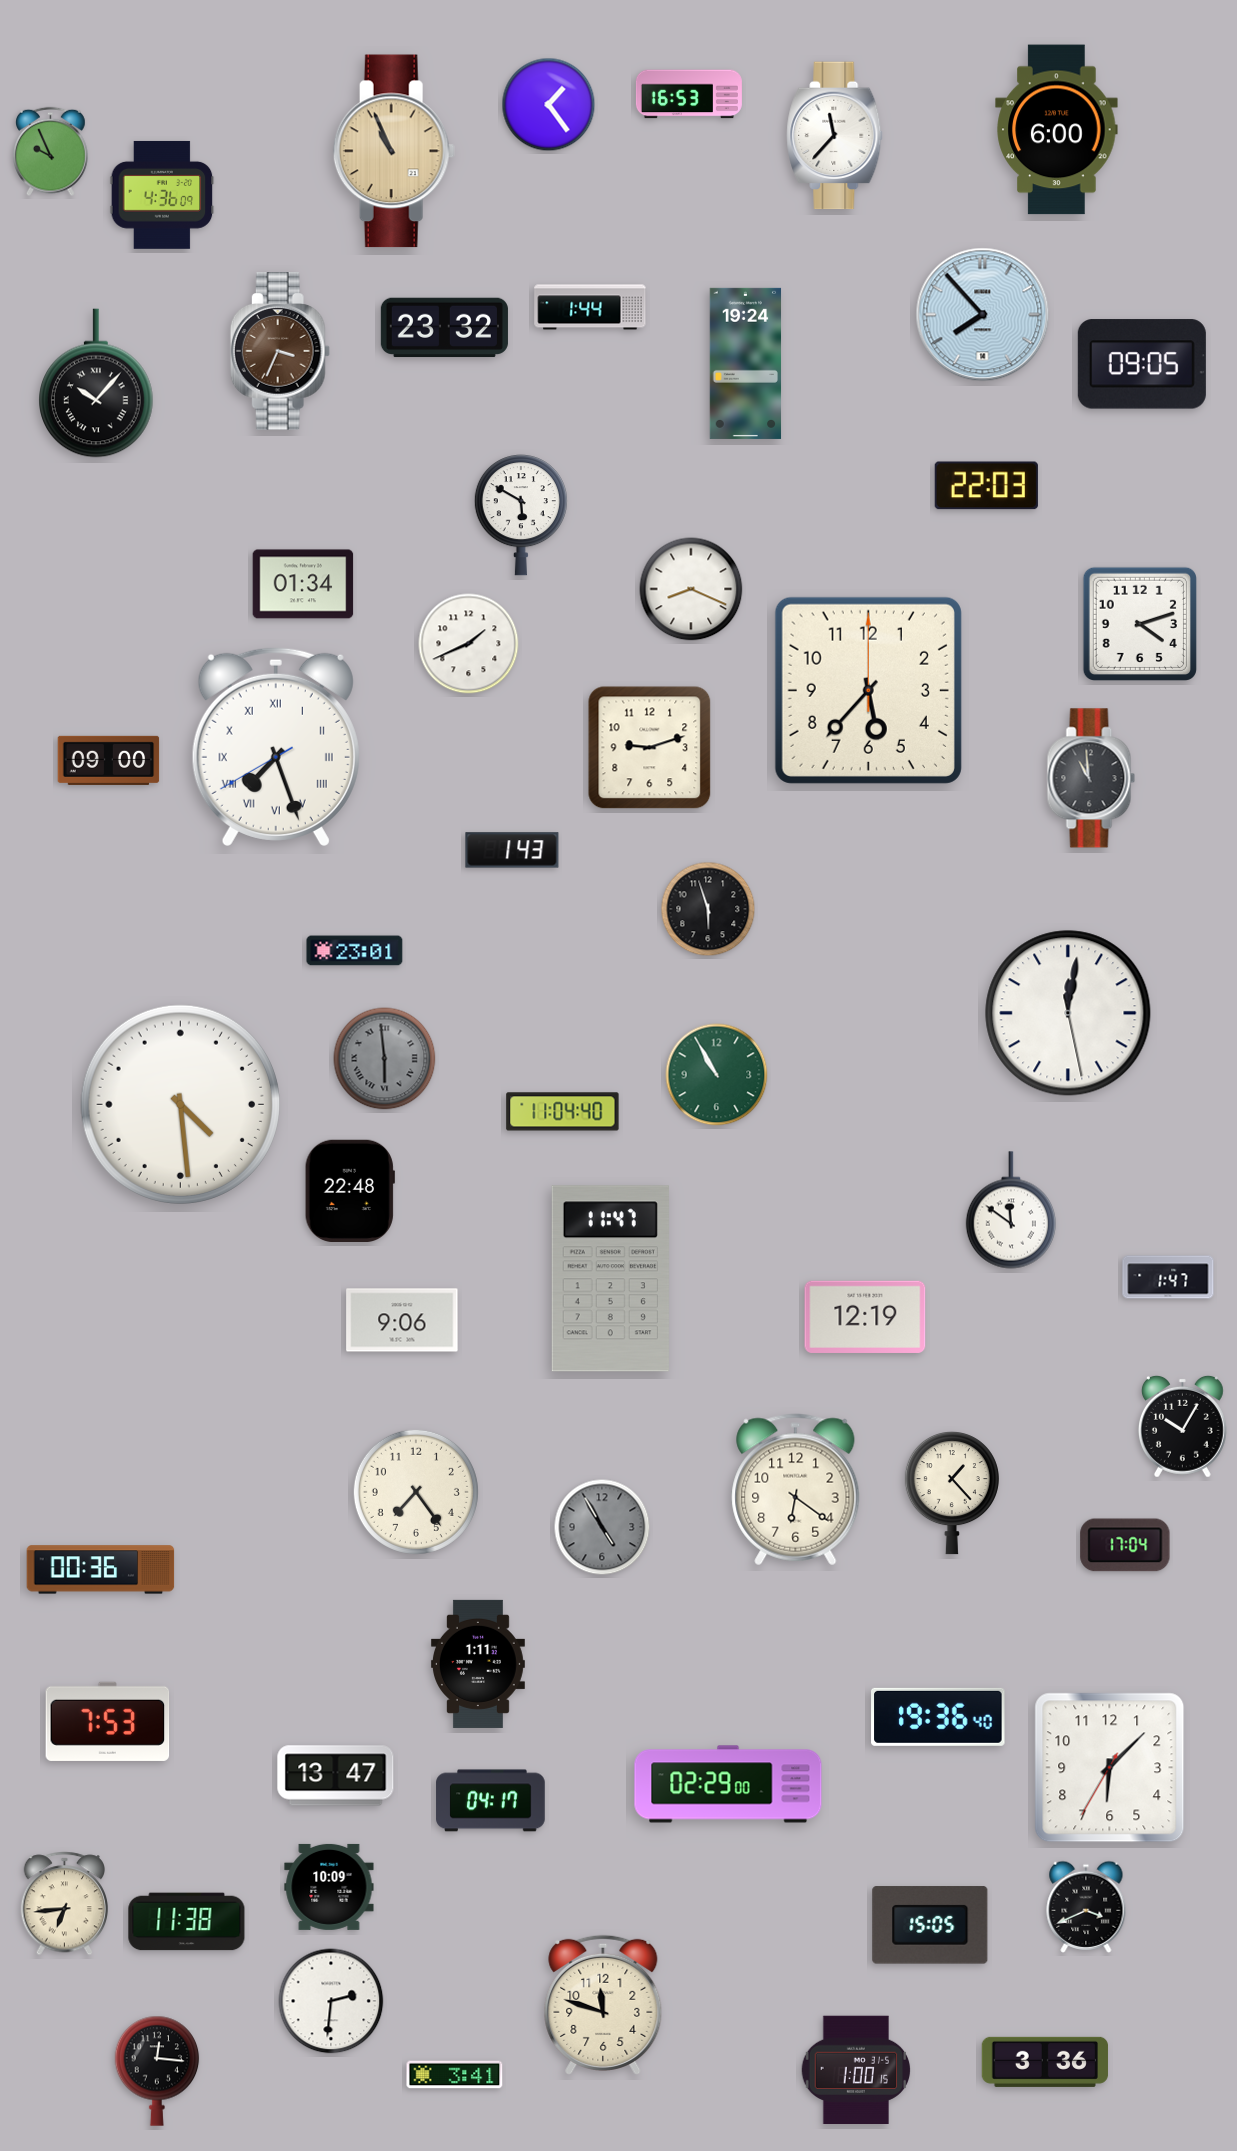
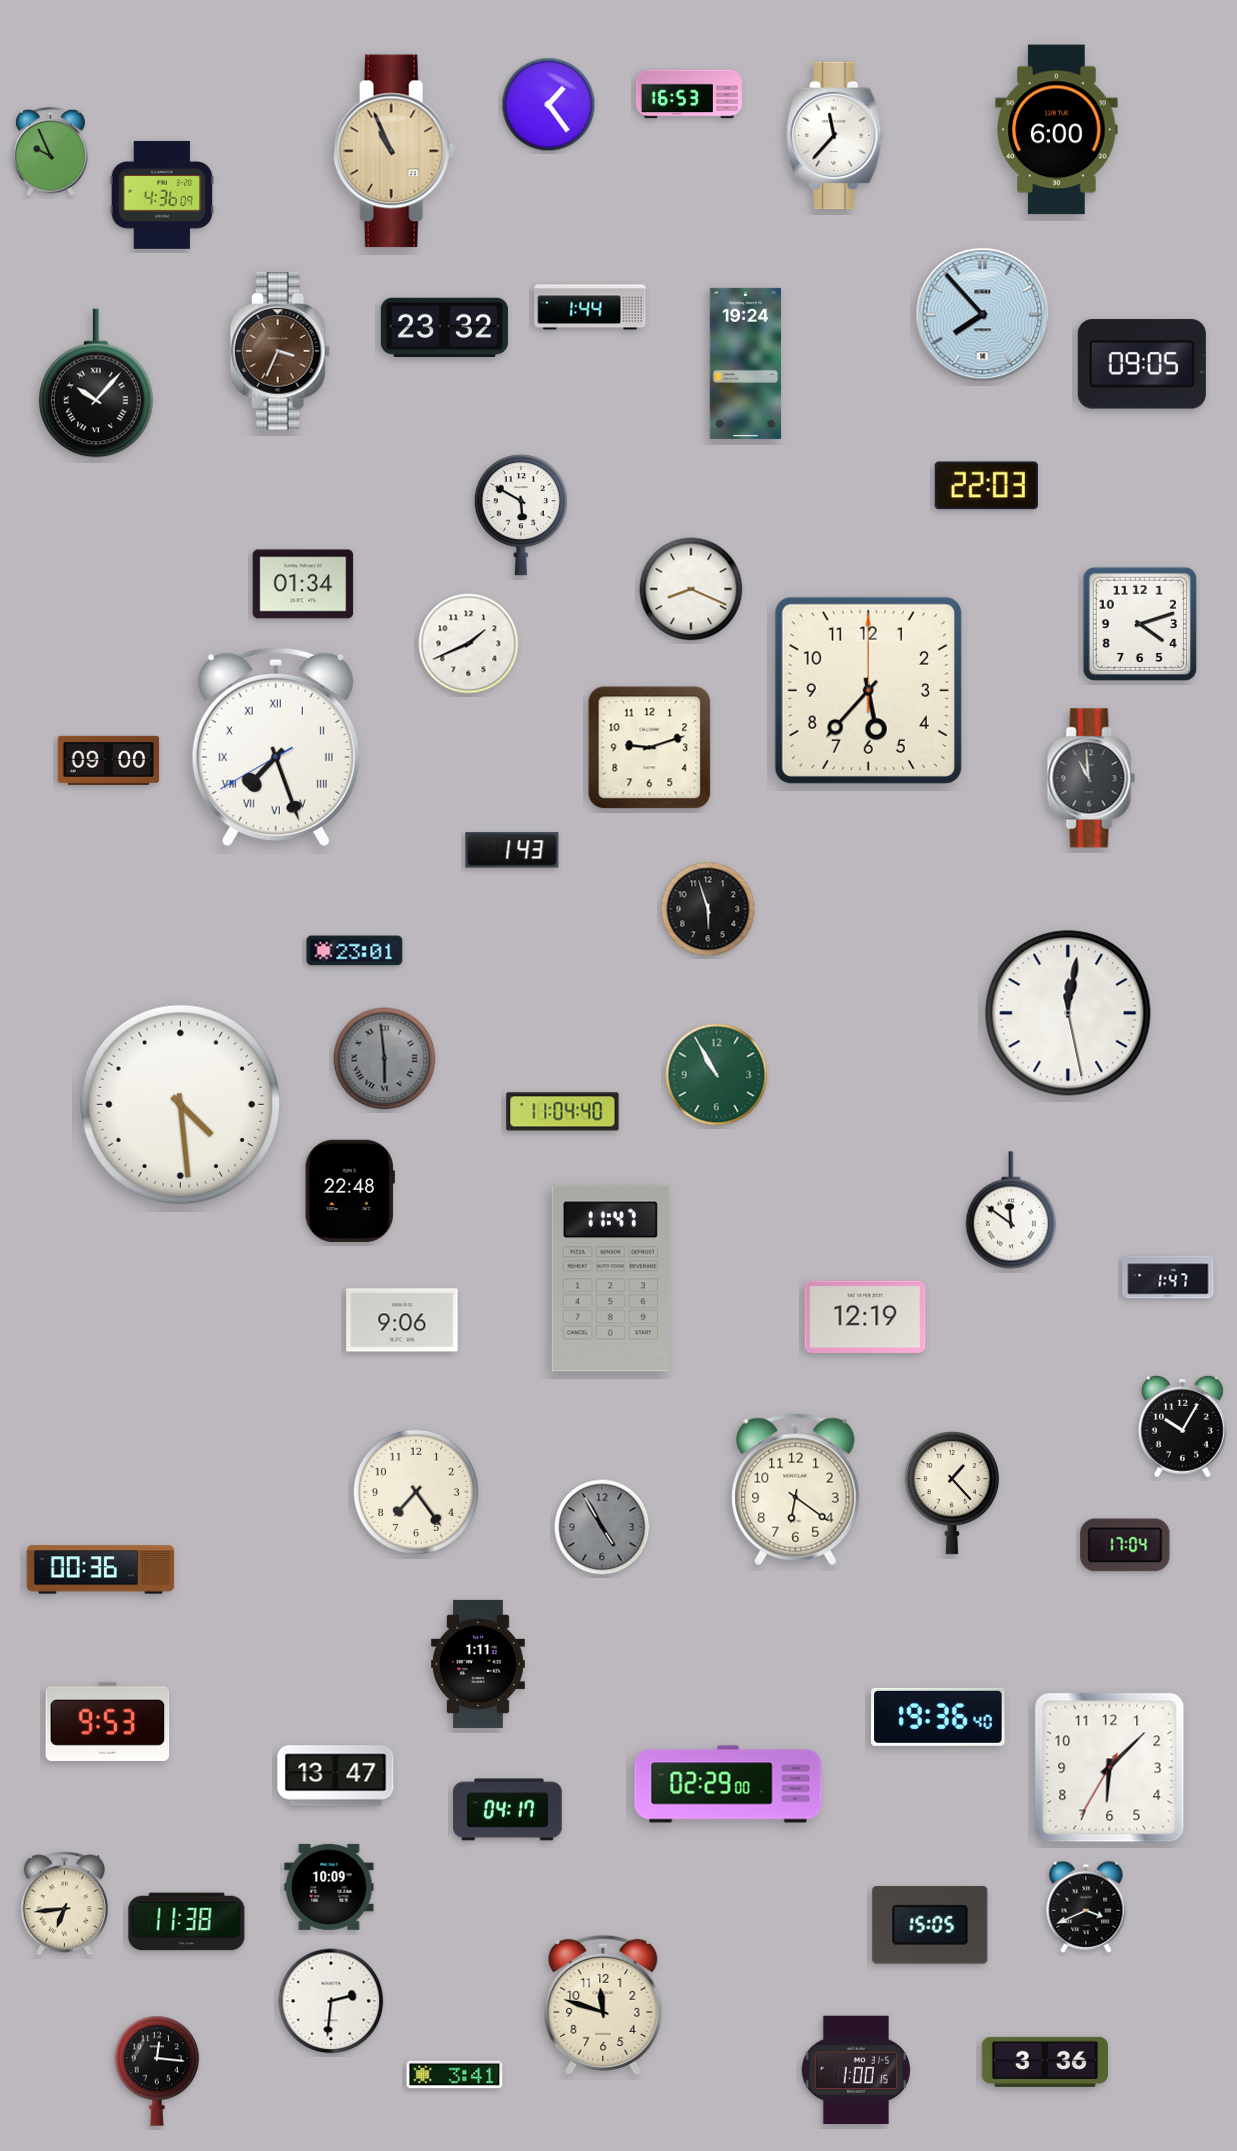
clock at (108, 1721): 7:53 -> 9:53
clock at (491, 1801) position: (491, 1801) -> (508, 1810)
